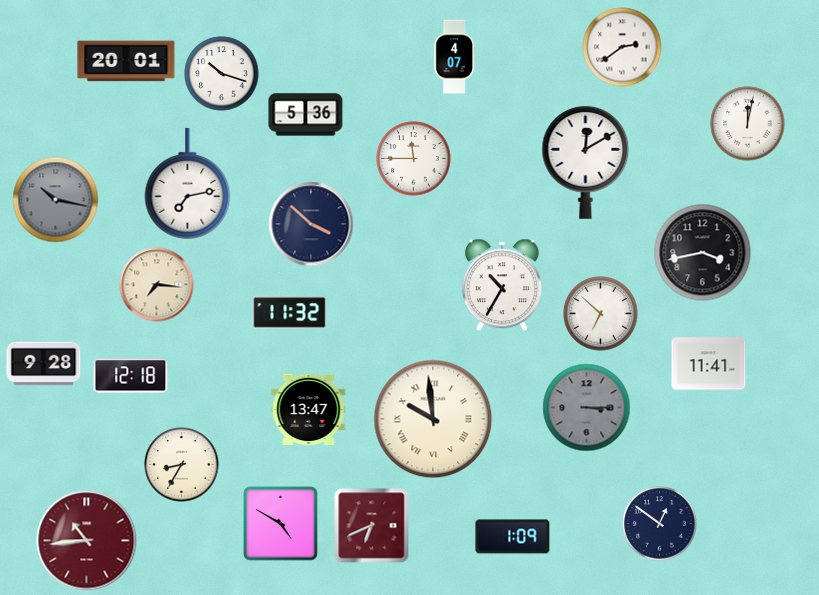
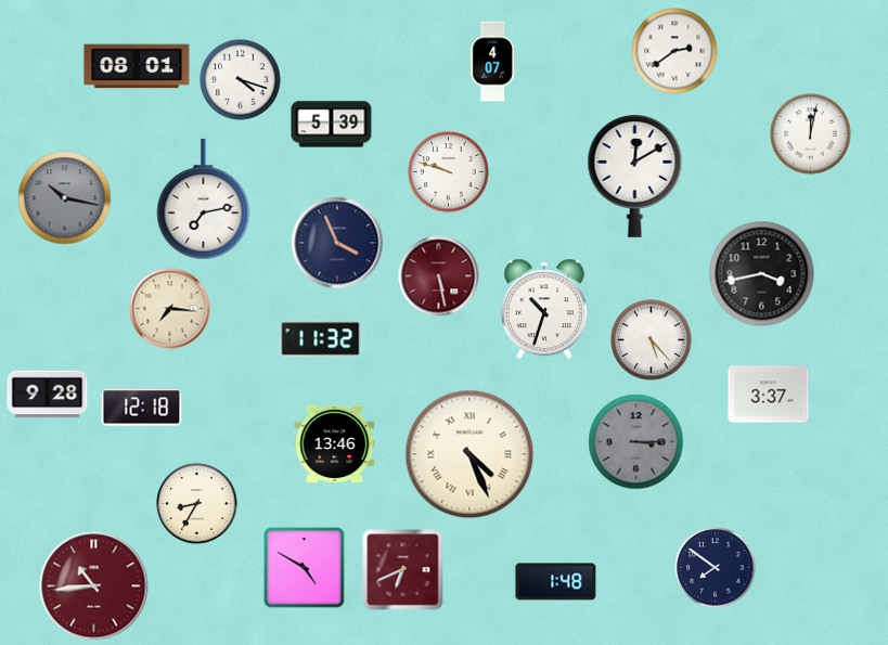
clock at (126, 61): 20:01 -> 08:01
clock at (222, 74): 10:18 -> 4:18
clock at (306, 115): 5:36 -> 5:39
clock at (414, 159): 11:45 -> 9:48
clock at (56, 200) position: (56, 200) -> (65, 198)
clock at (311, 224): 3:52 -> 3:56
clock at (439, 276): none -> 5:28
clock at (502, 285): 10:35 -> 10:33
clock at (290, 313) position: (290, 313) -> (321, 339)
clock at (601, 314): 6:52 -> 5:23
clock at (709, 364): 11:41 -> 3:37
clock at (309, 410): 13:47 -> 13:46
clock at (433, 419): 9:59 -> 4:26
clock at (660, 524): 12:51 -> 7:51
clock at (513, 537): 1:09 -> 1:48
